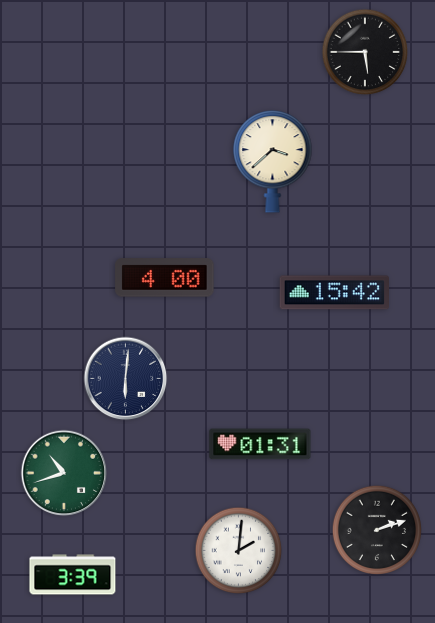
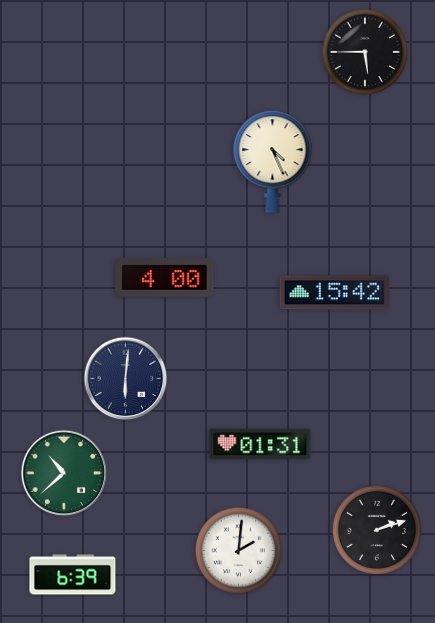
clock at (273, 162): 3:38 -> 4:26
clock at (64, 473): 10:42 -> 10:38
clock at (73, 575): 3:39 -> 6:39
